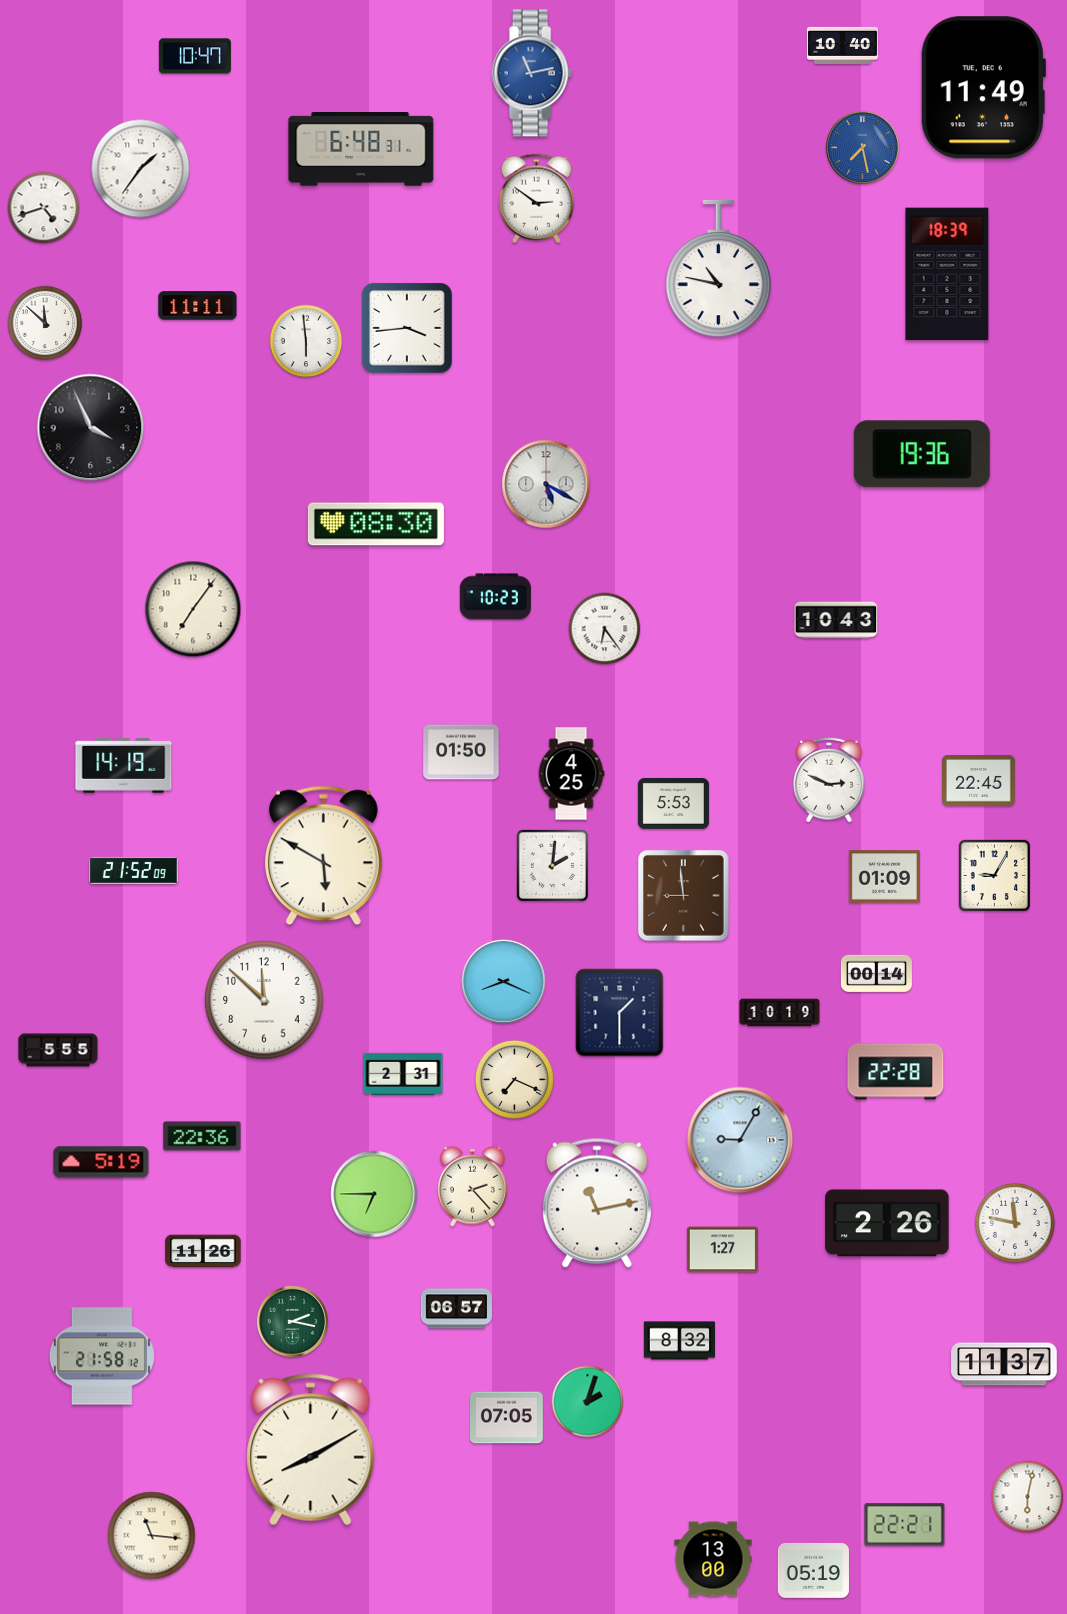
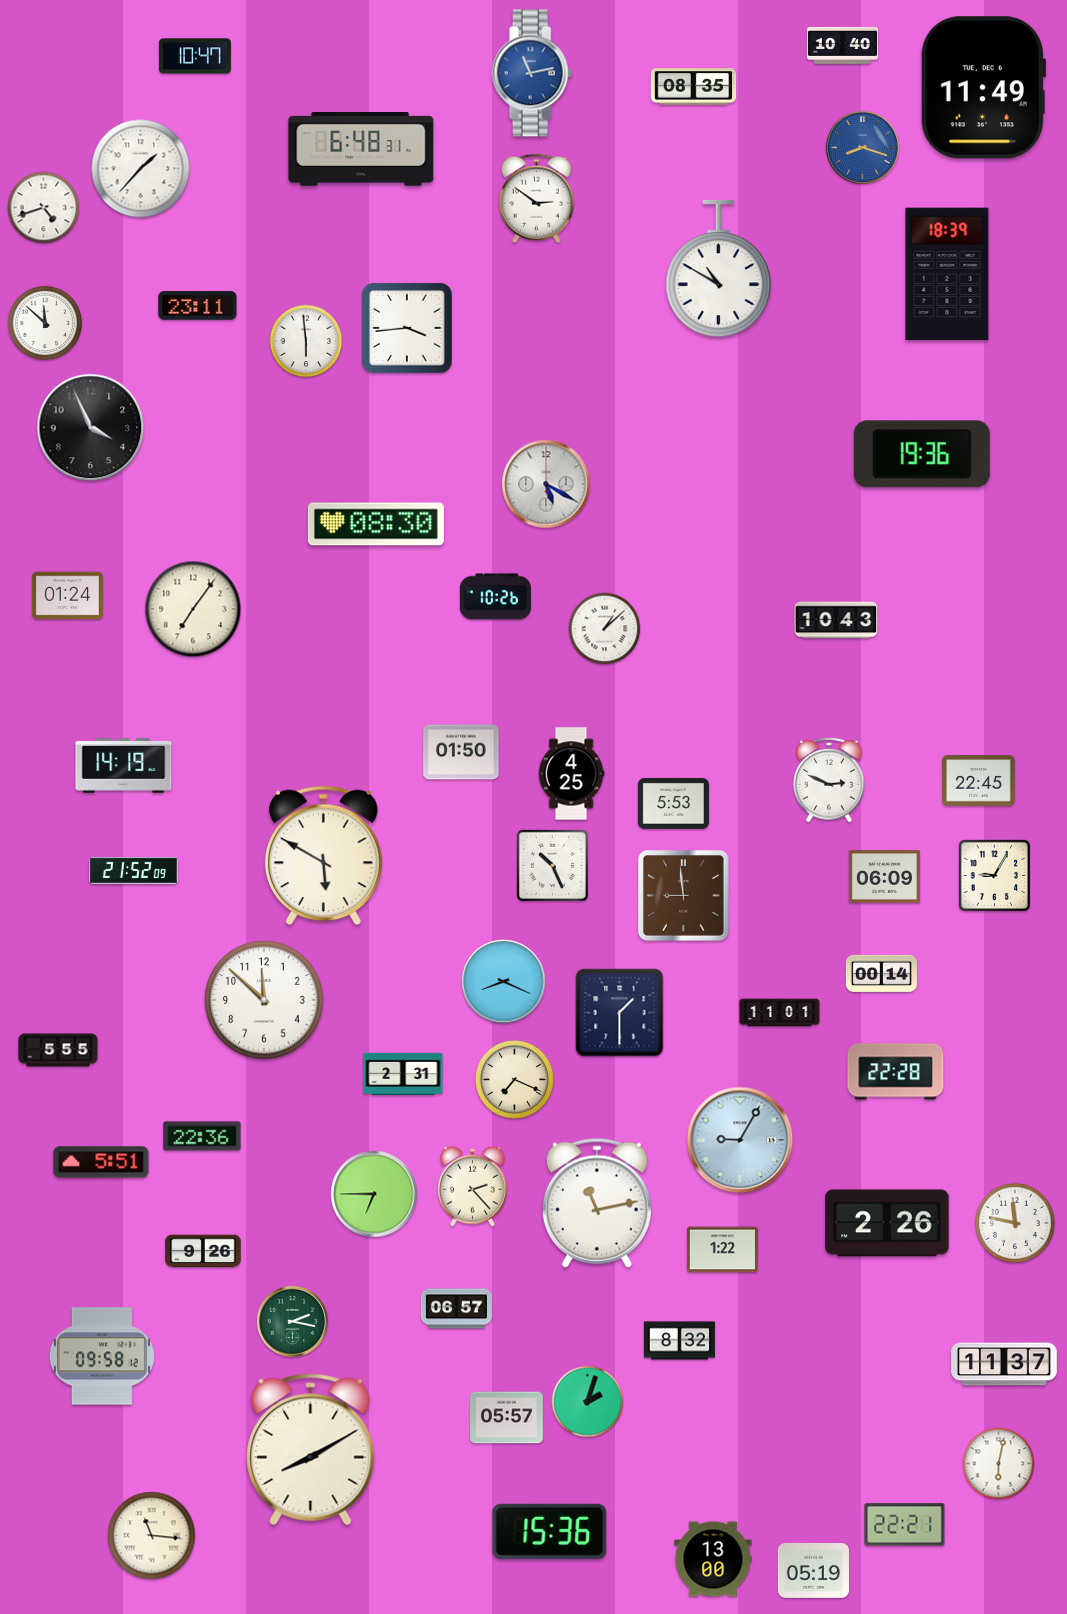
clock at (694, 87): none -> 08:35
clock at (862, 147): 7:28 -> 8:18
clock at (141, 169): 1:36 -> 1:37
clock at (718, 269): 10:47 -> 10:50
clock at (198, 306): 11:11 -> 23:11
clock at (67, 596): none -> 01:24
clock at (495, 597): 10:23 -> 10:26
clock at (605, 629): 6:24 -> 1:08
clock at (552, 865): 2:01 -> 10:26
clock at (884, 877): 01:09 -> 06:09
clock at (876, 973) position: (876, 973) -> (881, 973)
clock at (780, 1013): 10:19 -> 11:01
clock at (101, 1162): 5:19 -> 5:51
clock at (722, 1250): 1:27 -> 1:22
clock at (203, 1251): 11:26 -> 9:26
clock at (102, 1356): 21:58 -> 09:58
clock at (507, 1418): 07:05 -> 05:57
clock at (1028, 1497) position: (1028, 1497) -> (999, 1464)
clock at (550, 1531): none -> 15:36
